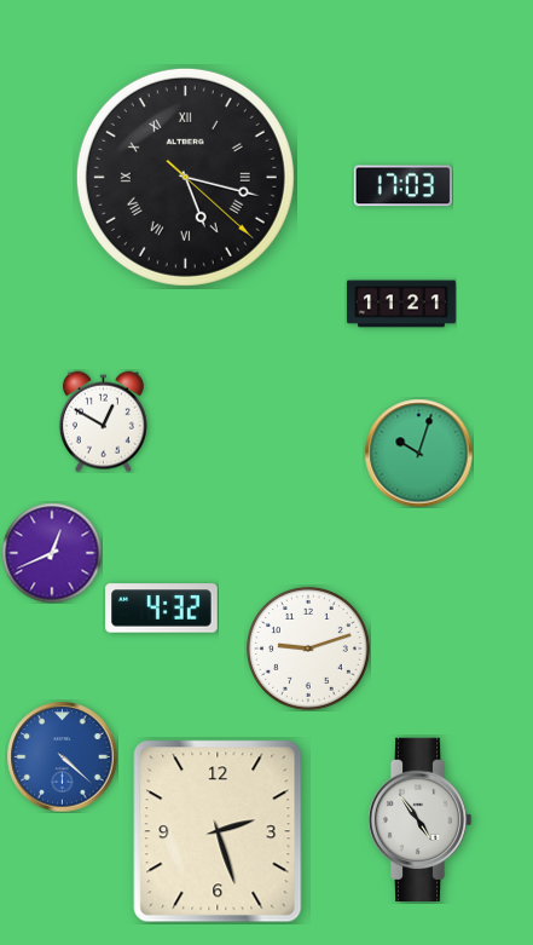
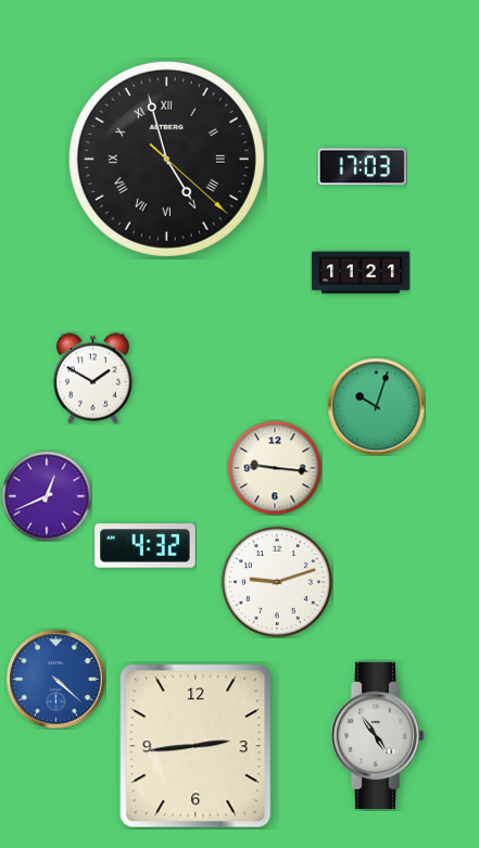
clock at (185, 177): 5:17 -> 4:57
clock at (103, 421): 12:50 -> 1:50
clock at (275, 468): none -> 9:16
clock at (218, 831): 2:27 -> 2:44
